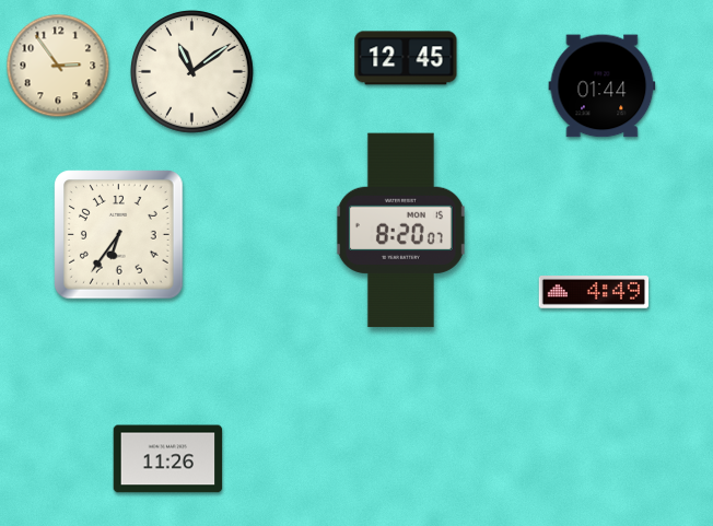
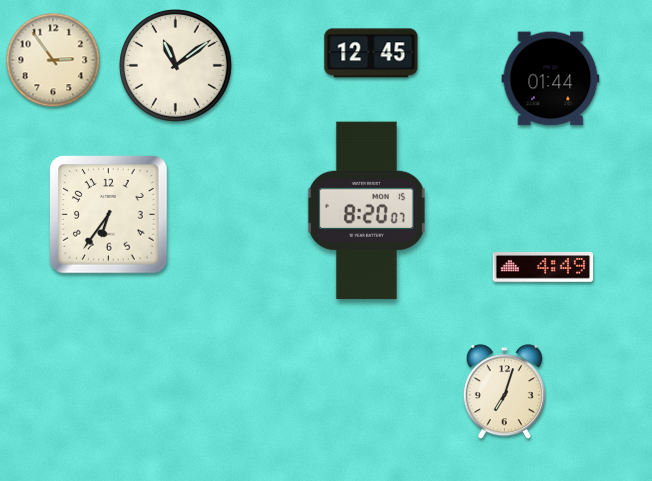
clock at (504, 392): none -> 7:03
clock at (168, 459): 11:26 -> none
